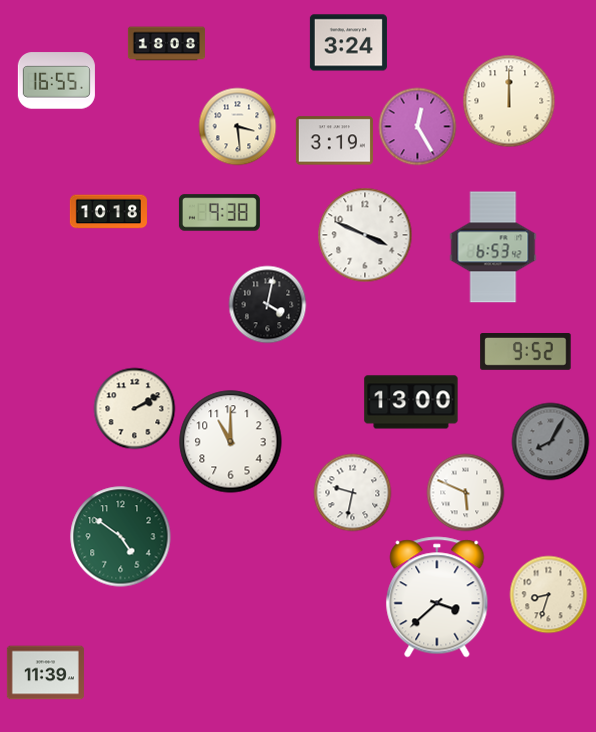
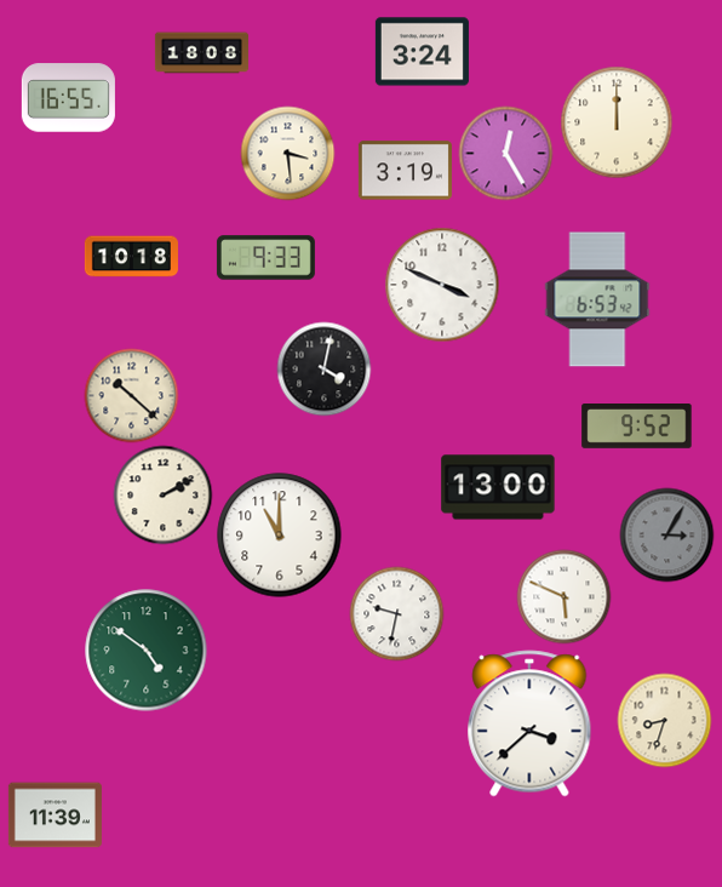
clock at (219, 213): 9:38 -> 9:33
clock at (131, 395): none -> 10:22
clock at (550, 441): 8:05 -> 3:05
clock at (352, 492) position: (352, 492) -> (396, 613)
